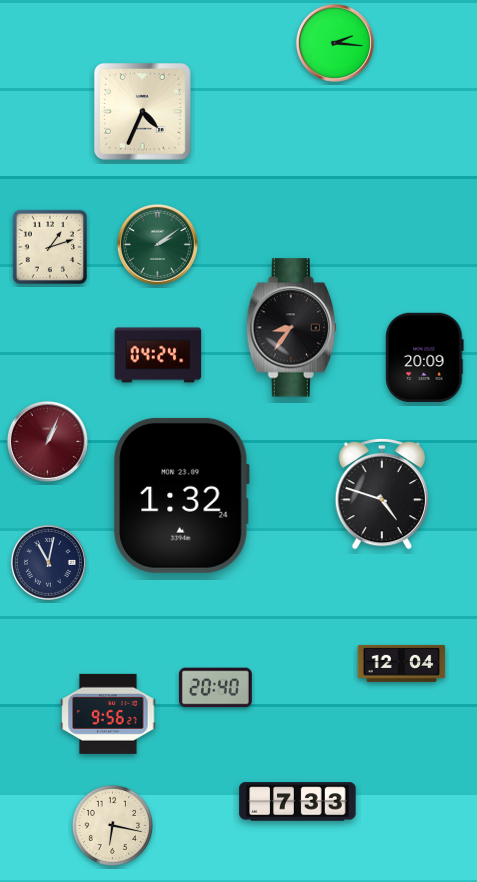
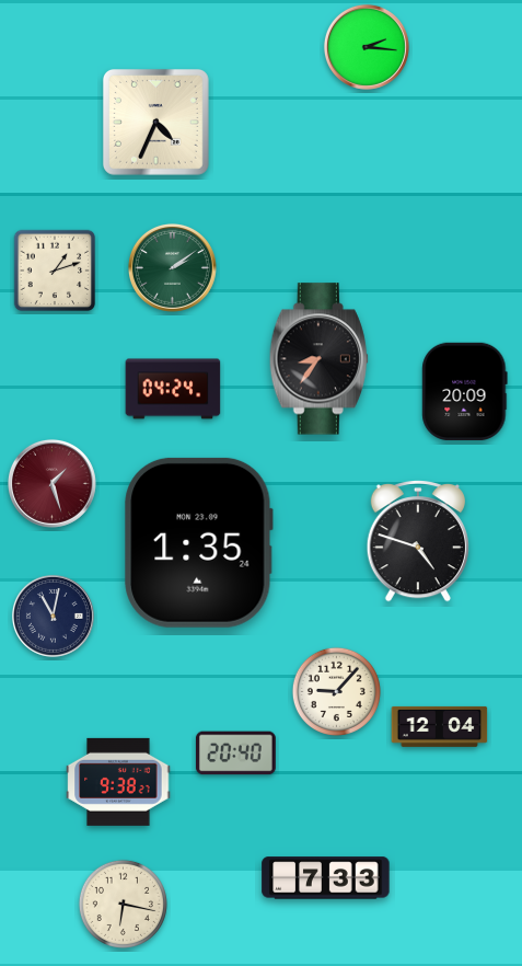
clock at (47, 441): 1:04 -> 1:27
clock at (182, 495): 1:32 -> 1:35
clock at (336, 691): none -> 9:07
clock at (108, 714): 9:56 -> 9:38
